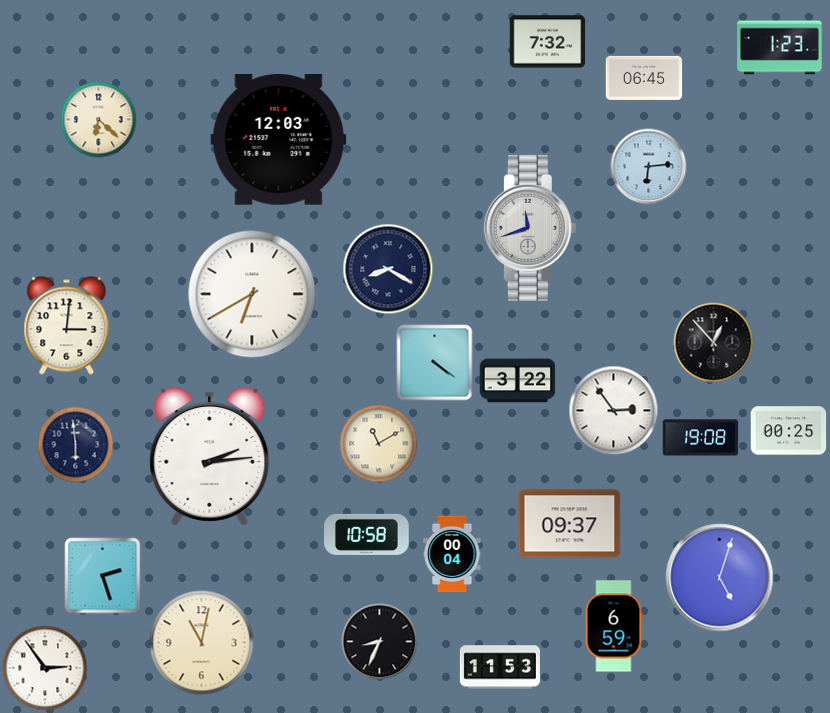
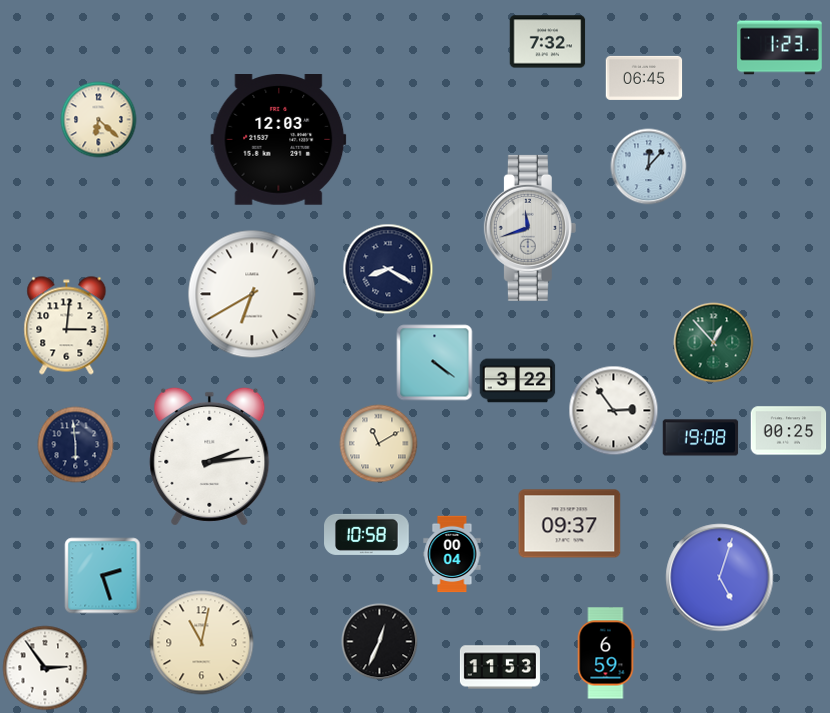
clock at (649, 167): 6:14 -> 12:07
clock at (714, 343) dial: black -> green
clock at (614, 626) position: (614, 626) -> (606, 653)
clock at (380, 642): 8:34 -> 12:34
